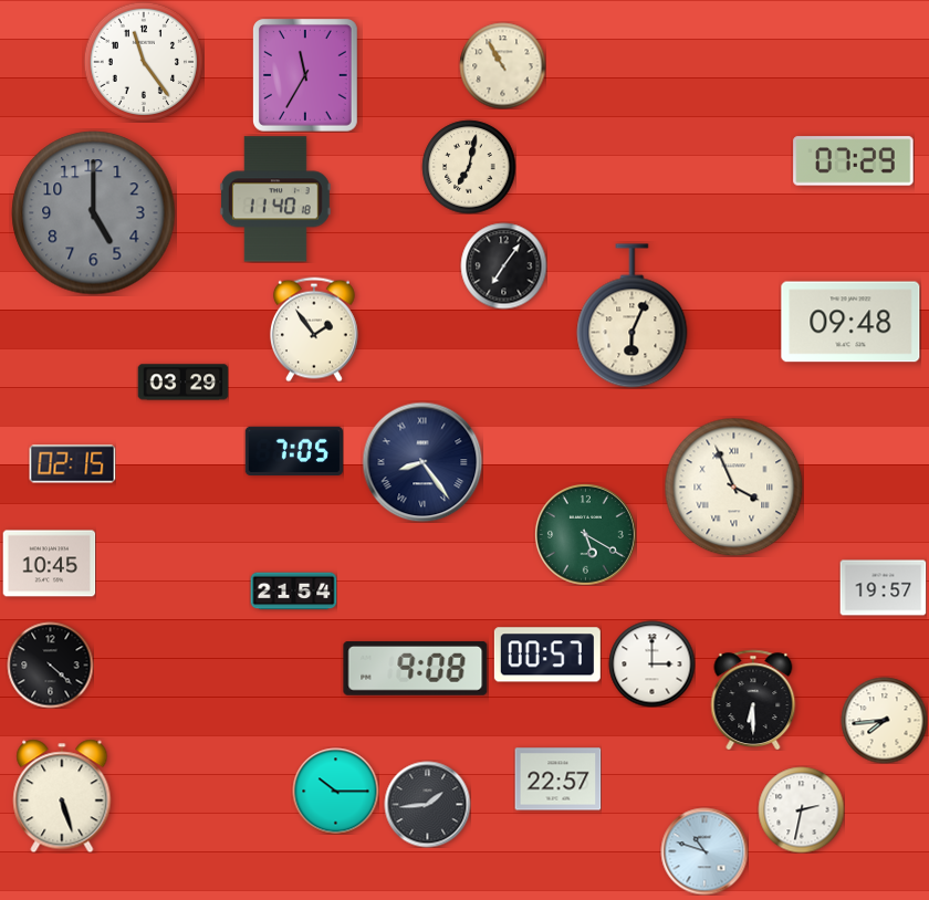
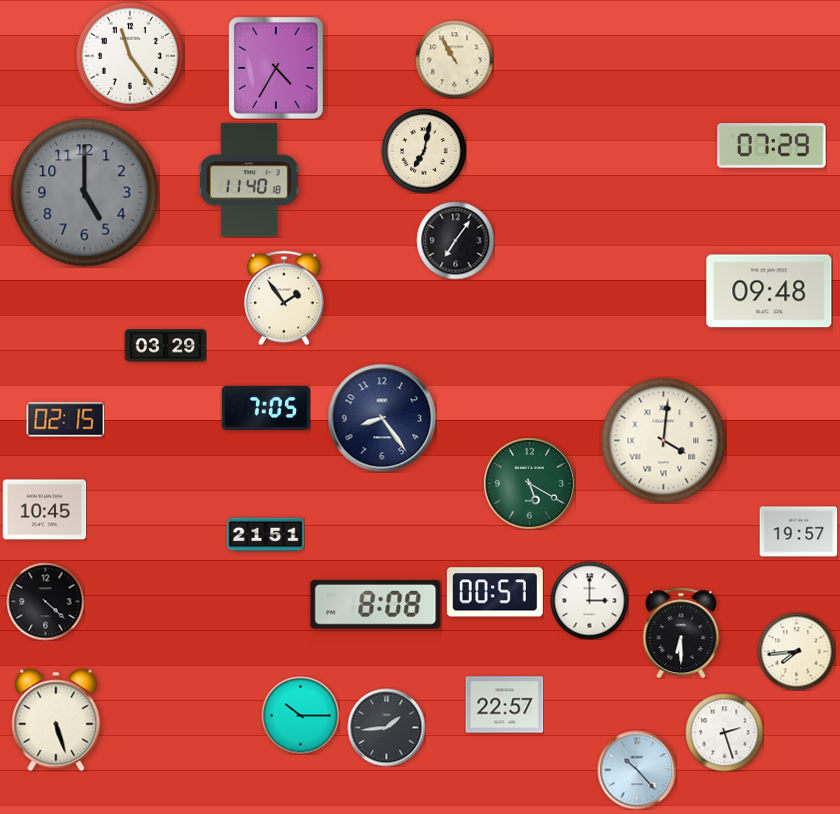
clock at (306, 76): 11:35 -> 4:35
clock at (633, 316): 6:04 -> none
clock at (422, 462) numerals: Roman -> Arabic
clock at (733, 486): 3:56 -> 4:01
clock at (293, 592): 21:54 -> 21:51
clock at (416, 668): 9:08 -> 8:08
clock at (884, 720) position: (884, 720) -> (796, 651)
clock at (335, 791) position: (335, 791) -> (300, 715)
clock at (801, 809): 2:32 -> 2:27
clock at (704, 851): 10:48 -> 10:23
